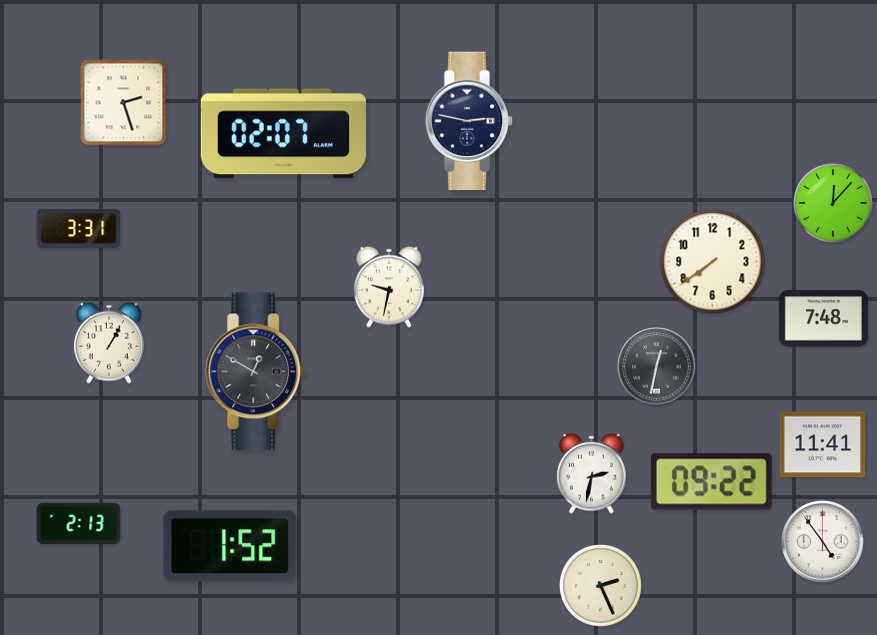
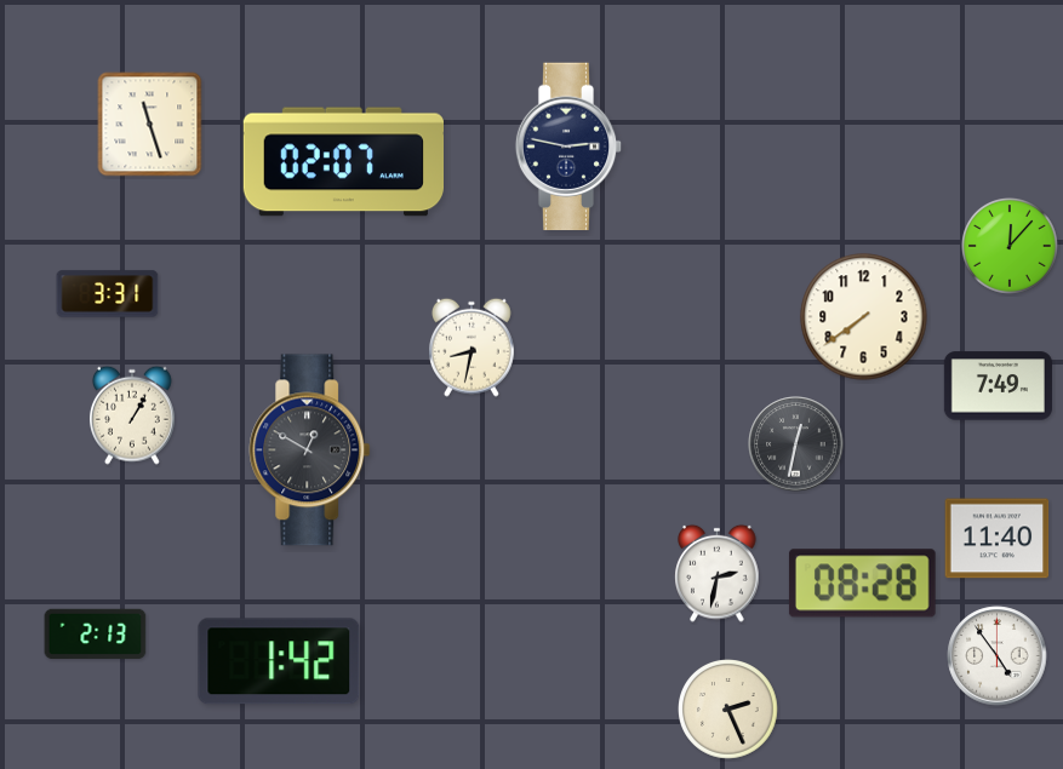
clock at (124, 103): 2:27 -> 11:27
clock at (79, 229) position: (79, 229) -> (108, 294)
clock at (389, 287): 9:32 -> 8:32
clock at (823, 319): 7:48 -> 7:49
clock at (823, 445): 11:41 -> 11:40
clock at (711, 482): 09:22 -> 08:28
clock at (230, 546): 1:52 -> 1:42
